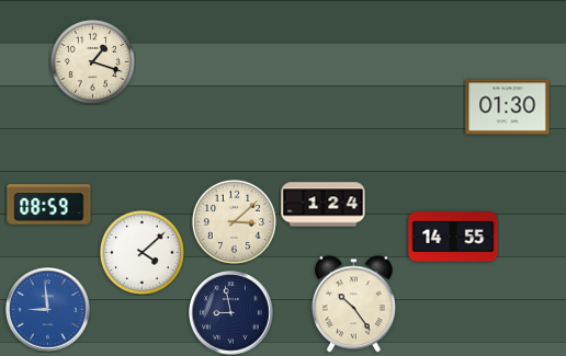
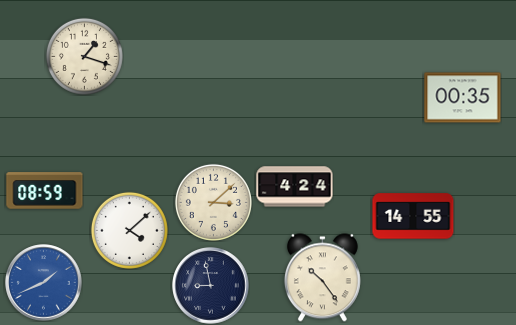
clock at (508, 107): 01:30 -> 00:35
clock at (49, 205) position: (49, 205) -> (45, 191)
clock at (324, 205): 1:24 -> 4:24
clock at (48, 310): 8:59 -> 1:41
